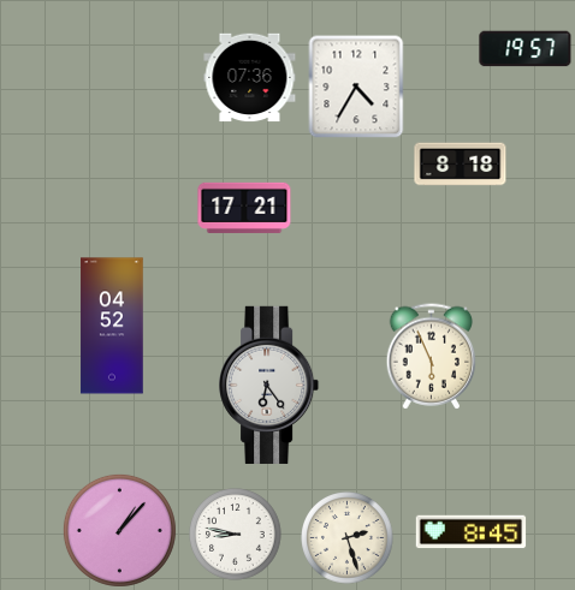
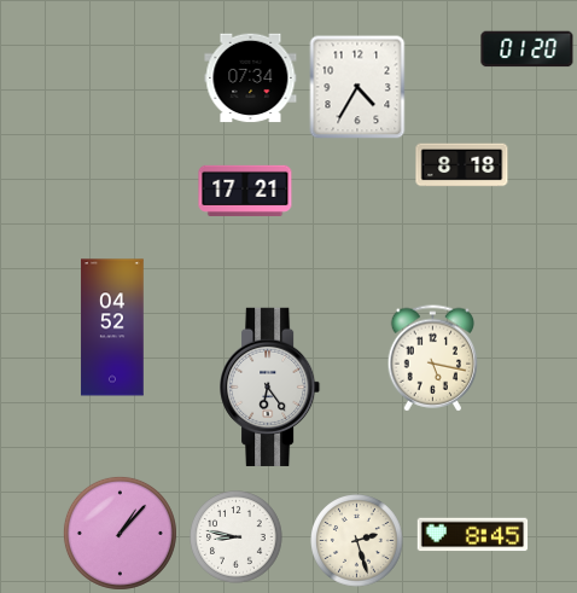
clock at (526, 49): 19:57 -> 01:20
clock at (250, 78): 07:36 -> 07:34
clock at (244, 208) position: (244, 208) -> (245, 191)
clock at (432, 357): 5:56 -> 5:17
clock at (348, 538) position: (348, 538) -> (357, 541)
